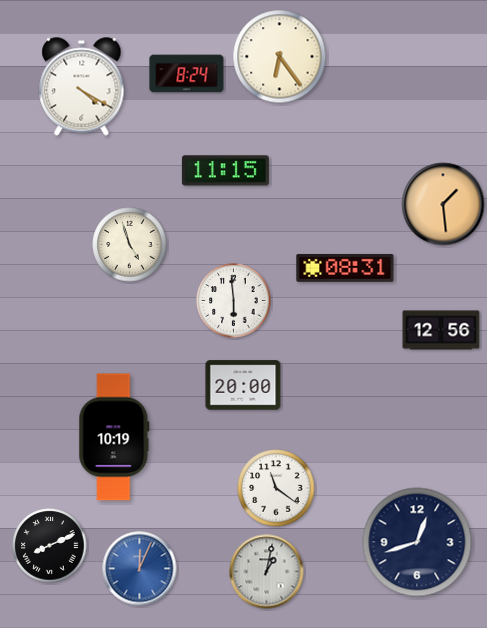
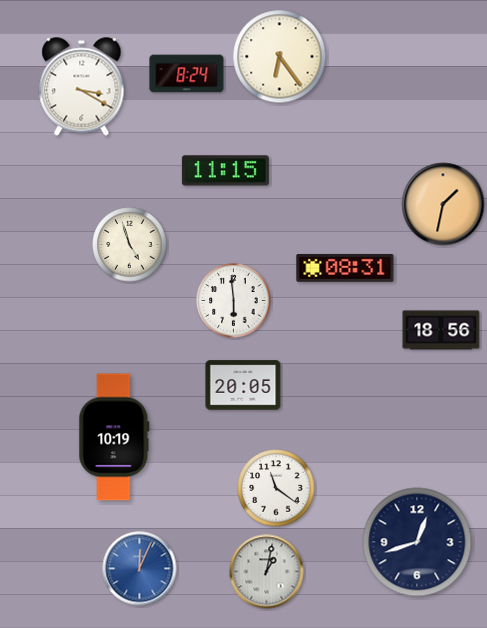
clock at (82, 87): 4:20 -> 3:20
clock at (443, 204): 1:29 -> 1:32
clock at (441, 330): 12:56 -> 18:56
clock at (243, 385): 20:00 -> 20:05
clock at (50, 546): 8:11 -> none
